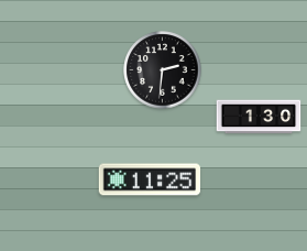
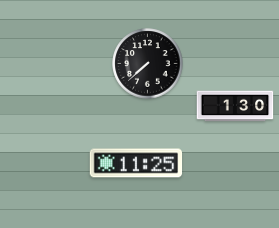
clock at (163, 70): 2:31 -> 7:38
